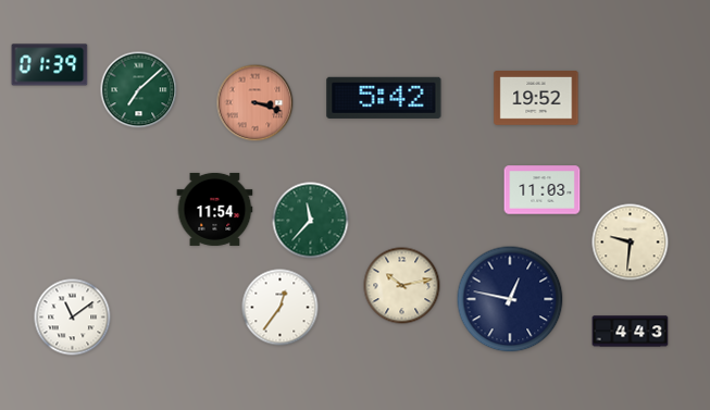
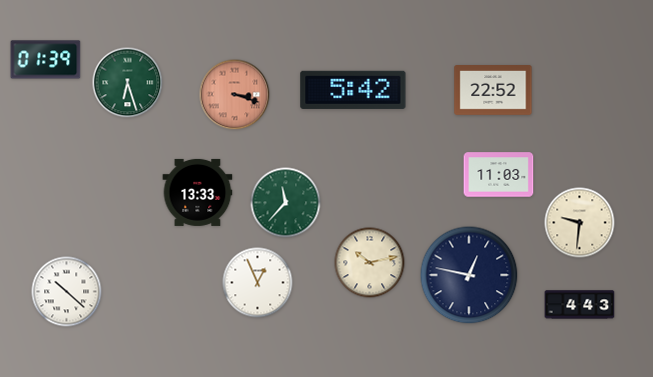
clock at (139, 90): 7:08 -> 6:27
clock at (536, 99): 19:52 -> 22:52
clock at (215, 209): 11:54 -> 13:33
clock at (281, 308): 12:36 -> 12:56
clock at (73, 318): 11:09 -> 10:22
